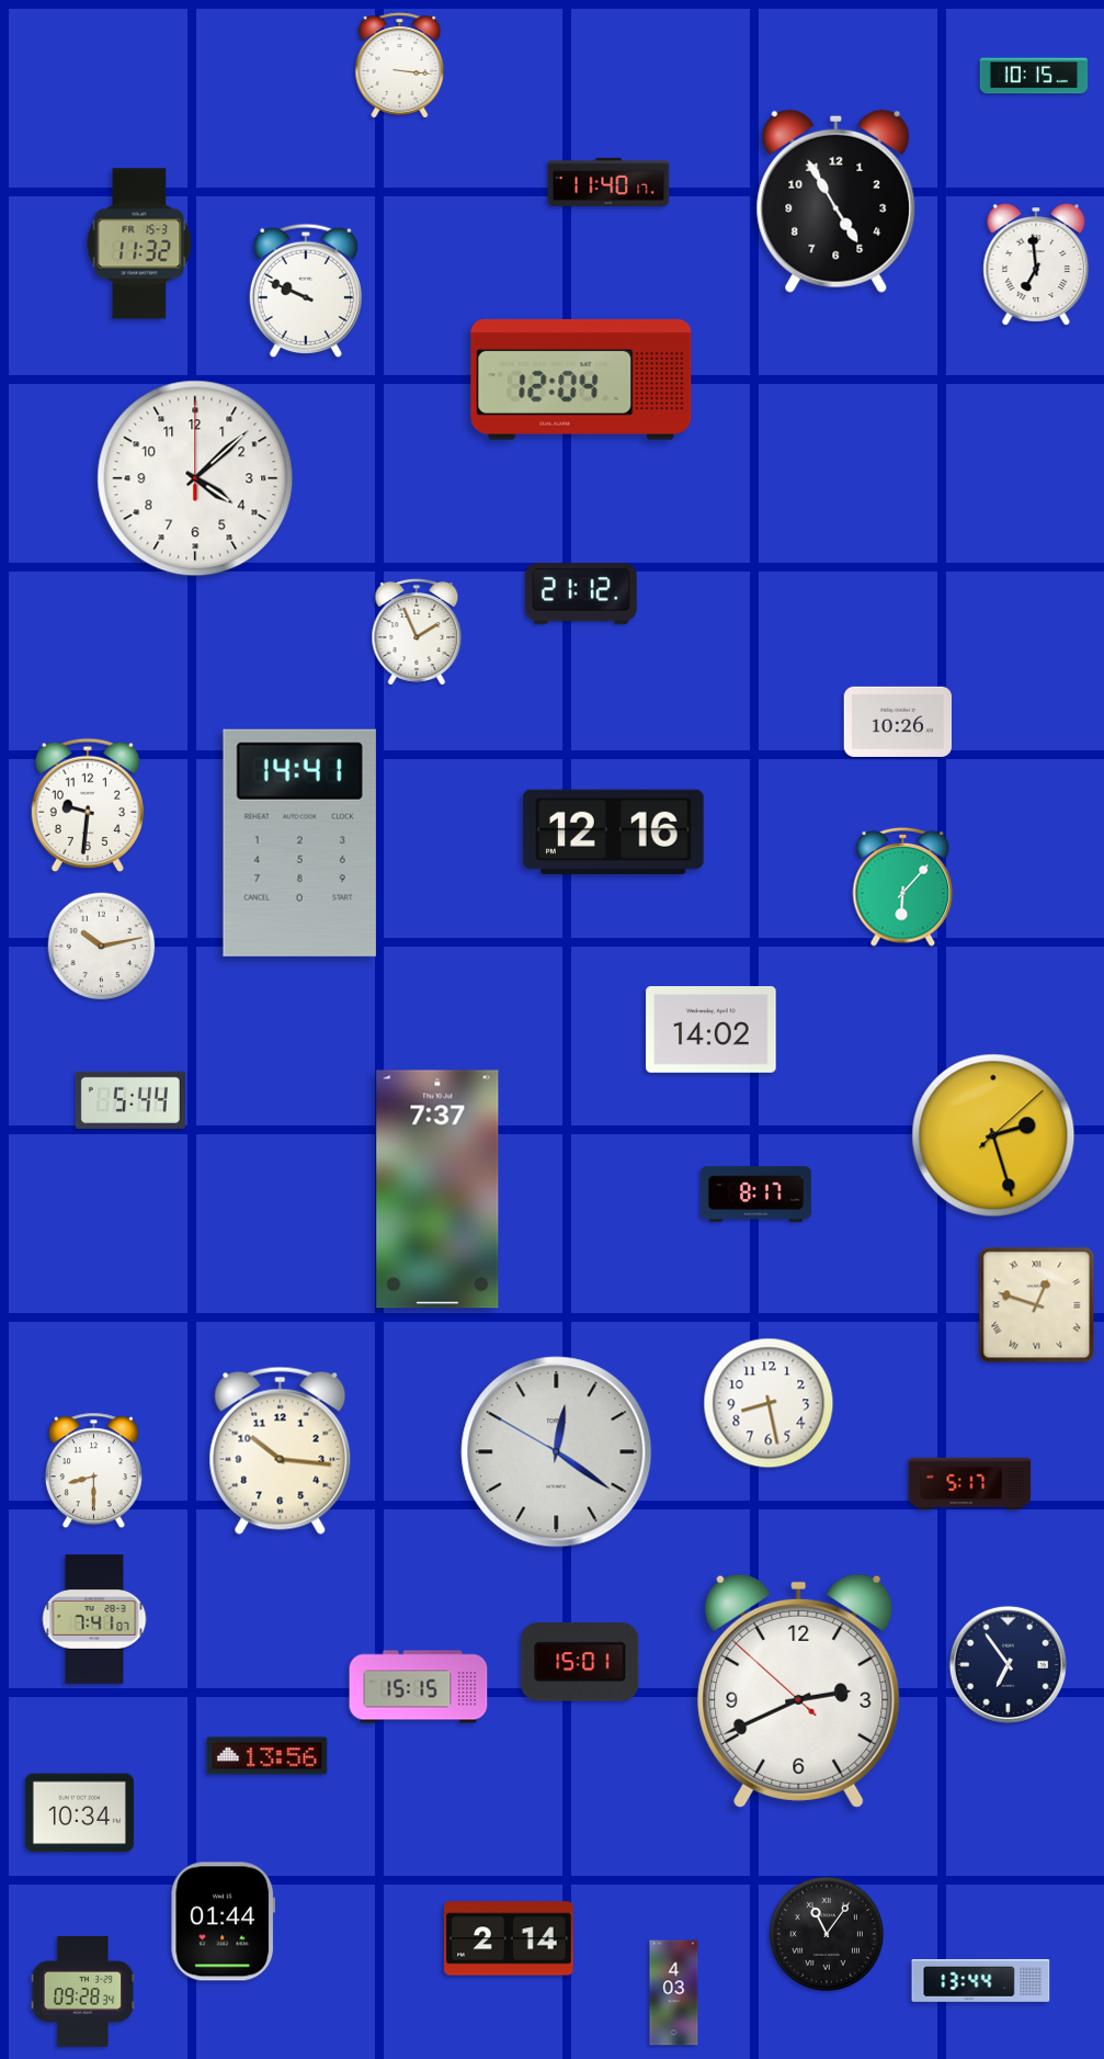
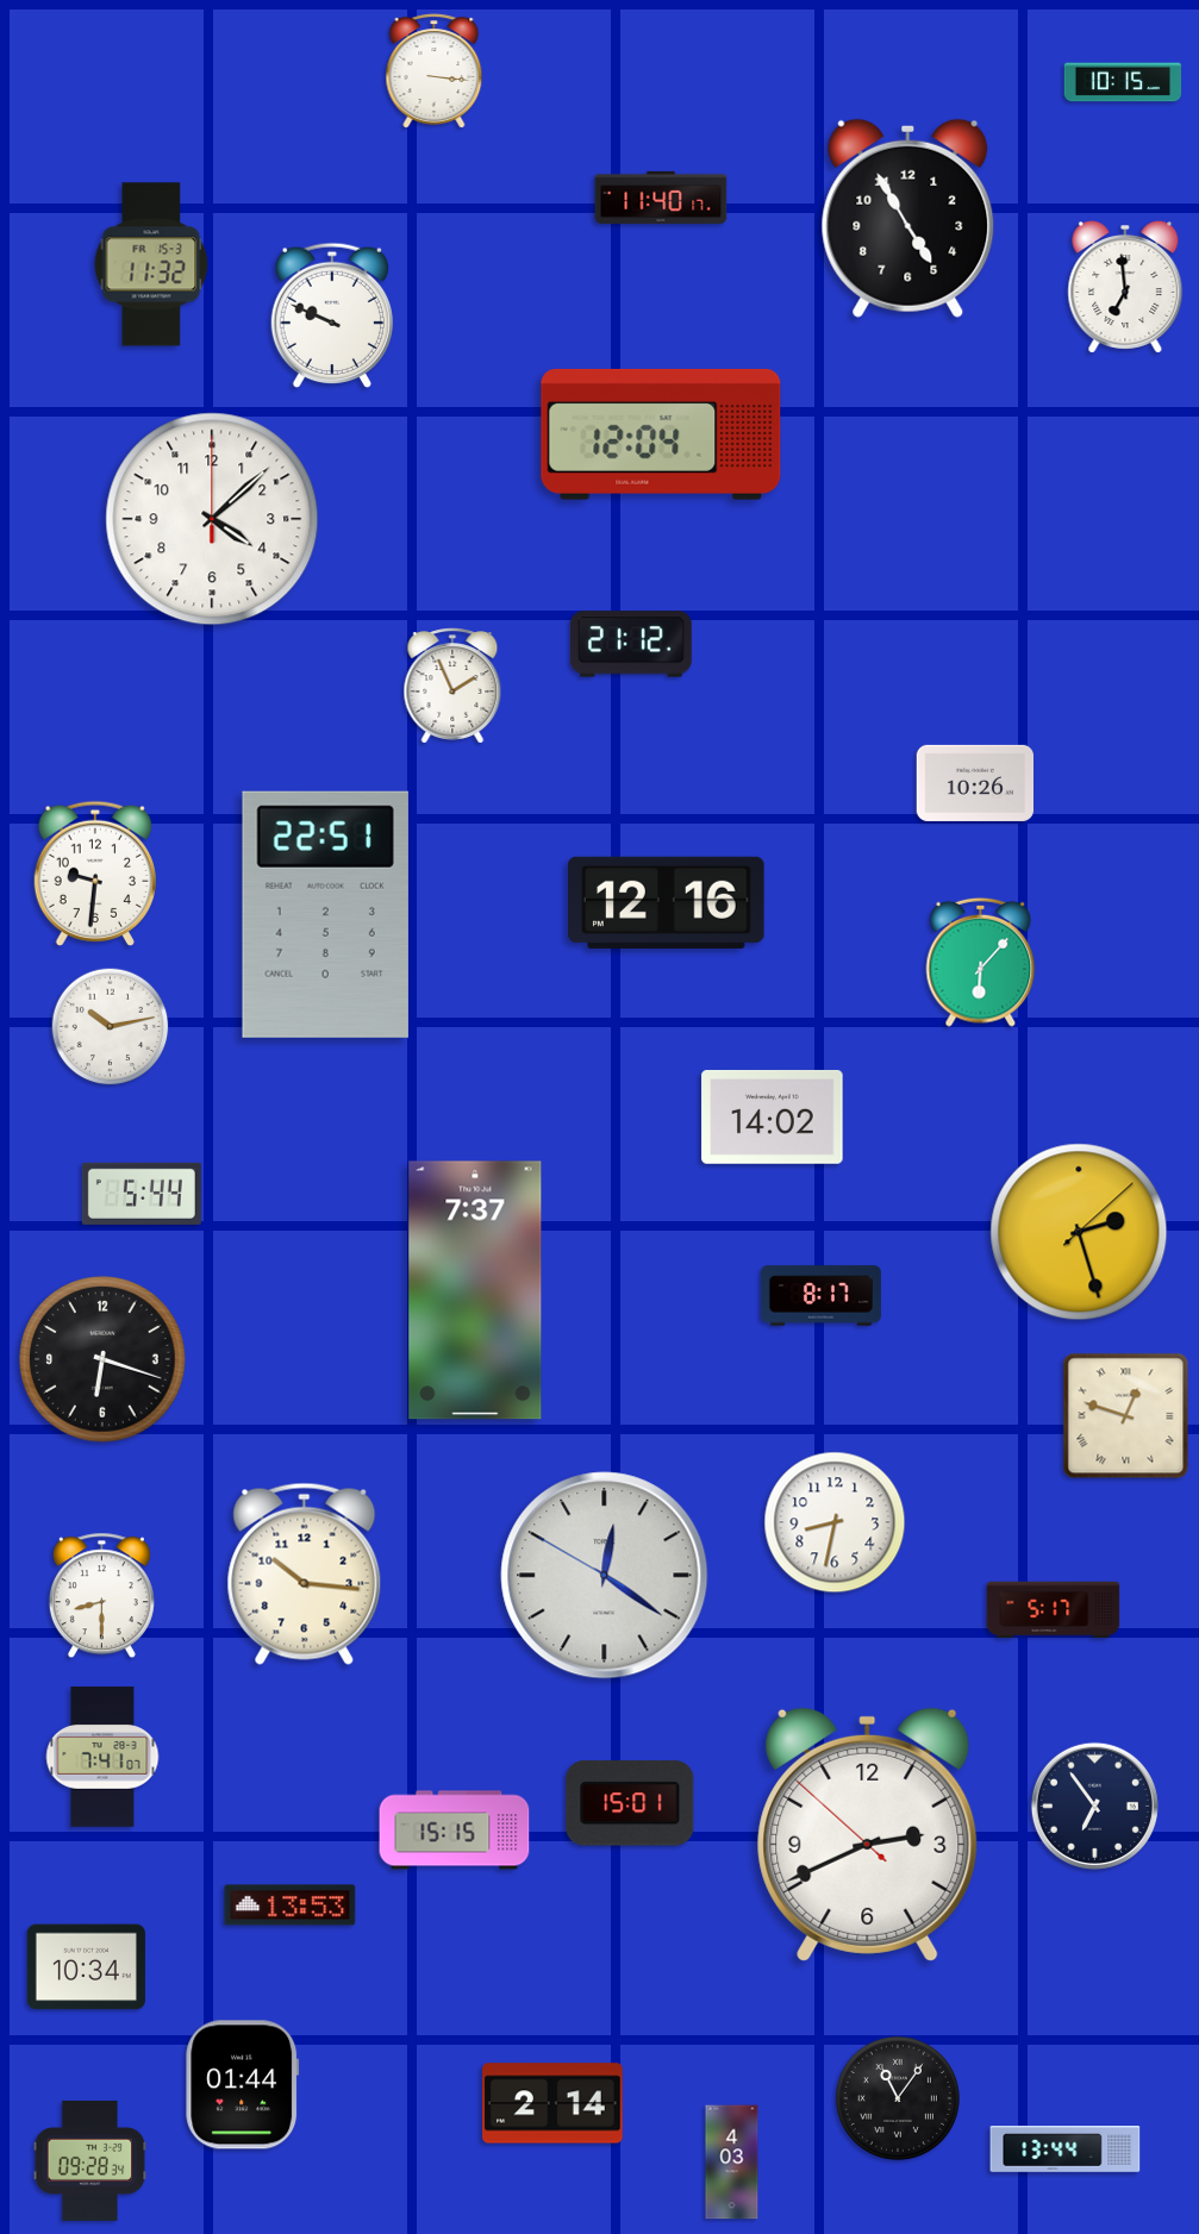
clock at (581, 380) position: (581, 380) -> (661, 434)
clock at (299, 842): 14:41 -> 22:51
clock at (102, 1359): none -> 6:18
clock at (769, 1403): 8:28 -> 8:32
clock at (268, 1756): 13:56 -> 13:53
